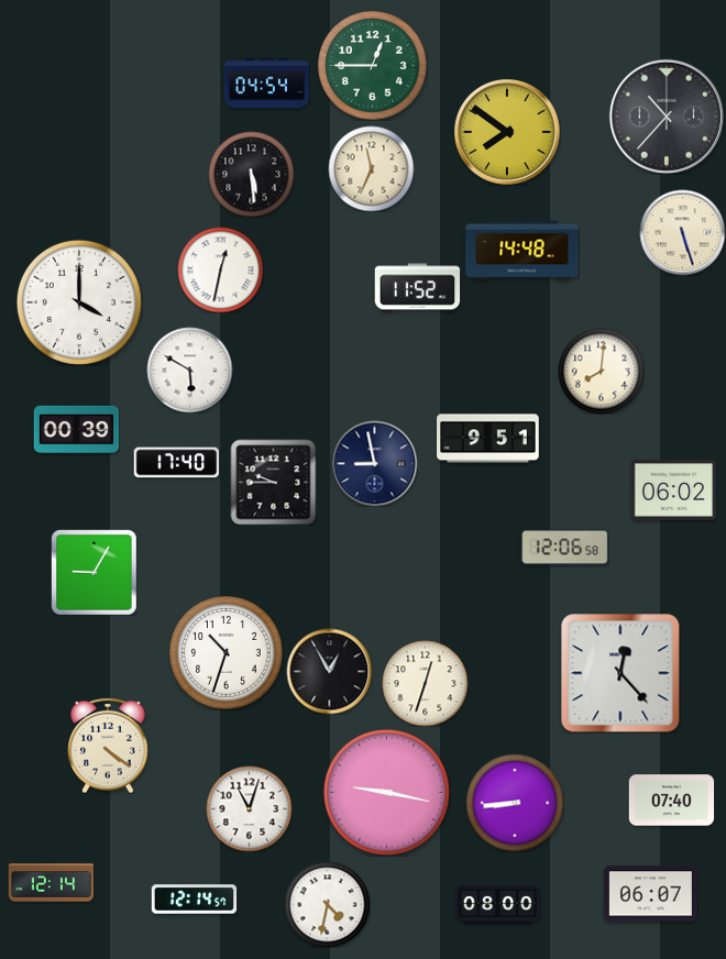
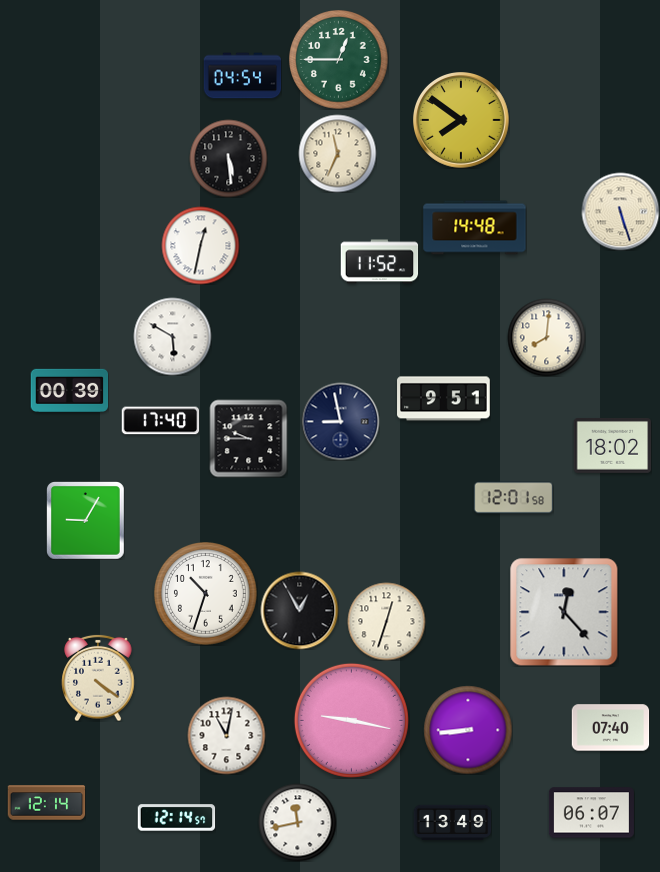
clock at (667, 117): 10:37 -> none
clock at (79, 302): 4:00 -> none
clock at (673, 489): 06:02 -> 18:02
clock at (564, 548): 12:06 -> 12:01
clock at (249, 808): 11:03 -> 11:02
clock at (327, 904): 4:32 -> 11:43
clock at (497, 904): 08:00 -> 13:49
